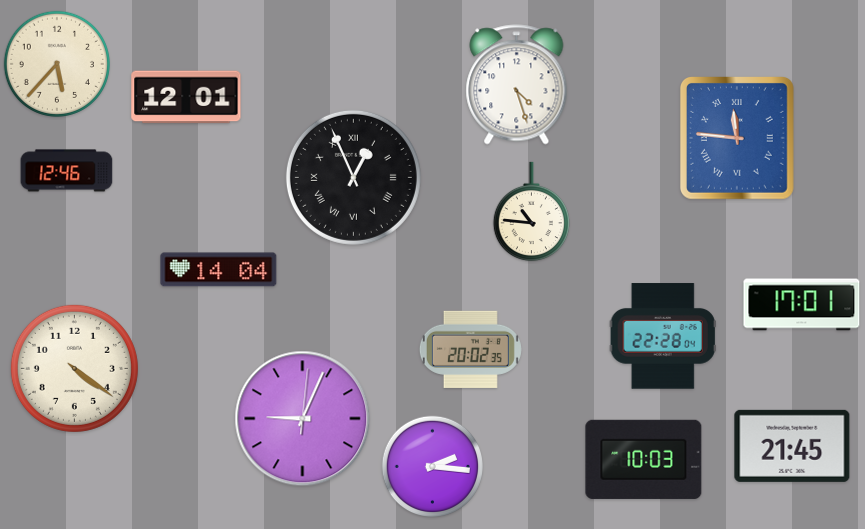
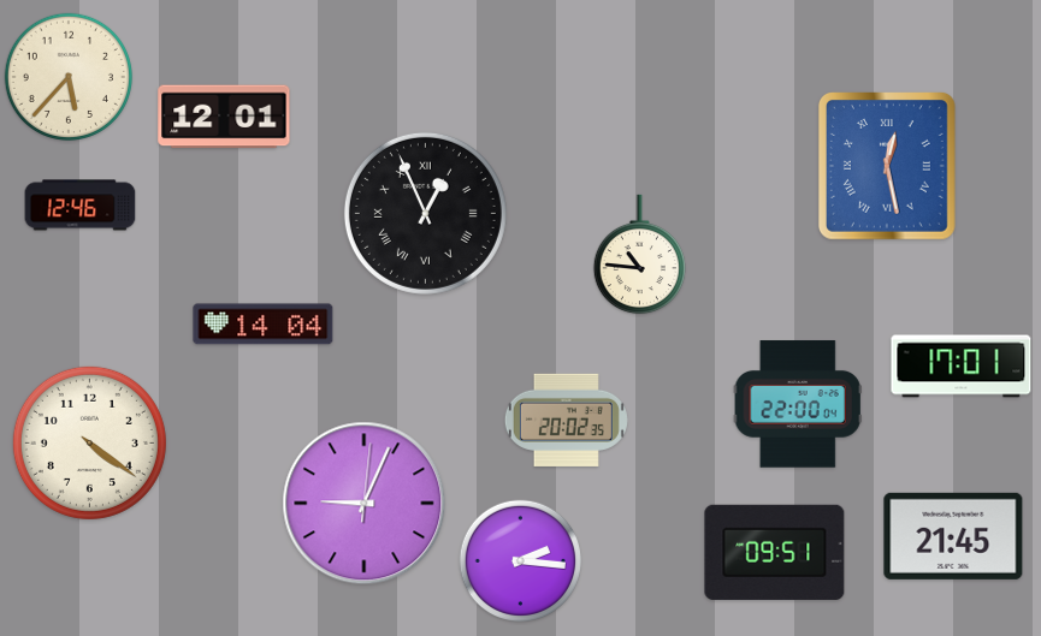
clock at (517, 85): 4:27 -> none
clock at (737, 139): 11:46 -> 12:28
clock at (802, 305) position: (802, 305) -> (962, 367)
clock at (663, 336): 22:28 -> 22:00
clock at (644, 459): 10:03 -> 09:51
